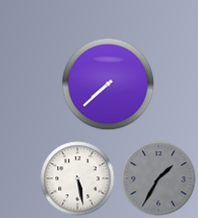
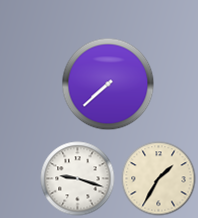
clock at (78, 179): 5:28 -> 9:18
clock at (159, 179) dial: grey -> cream
